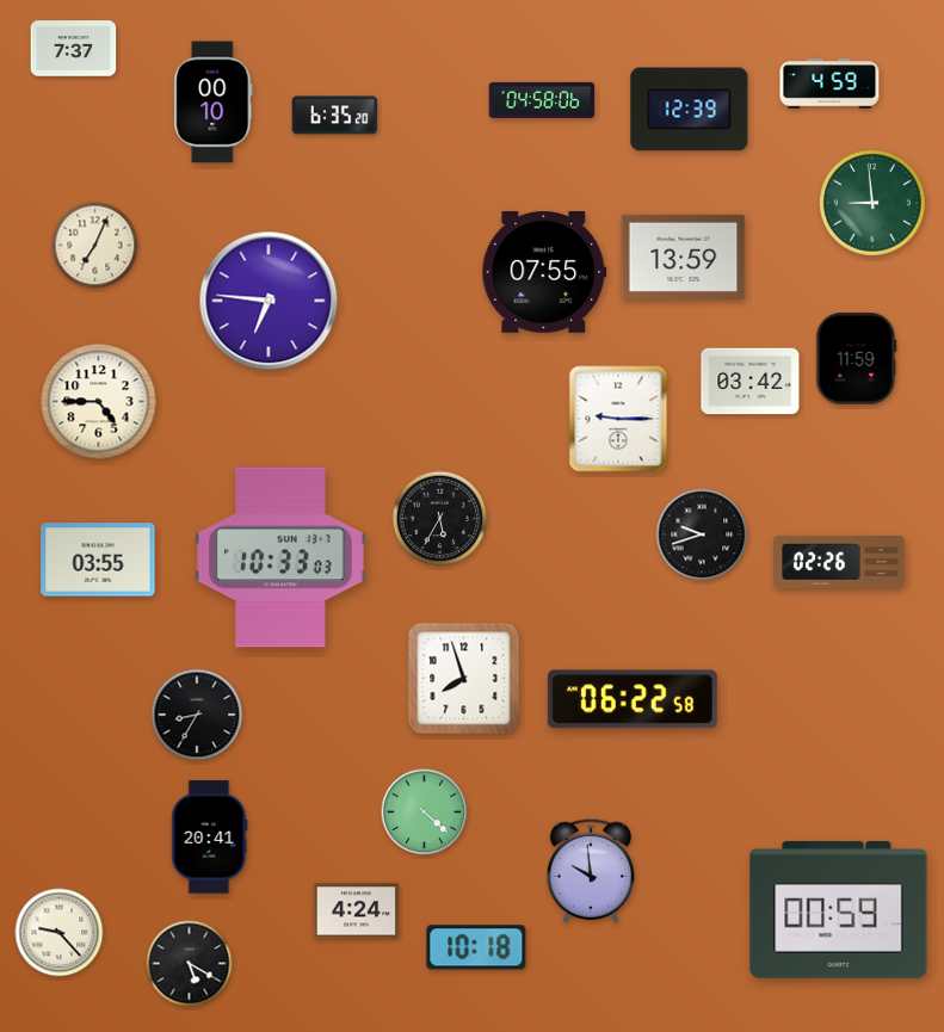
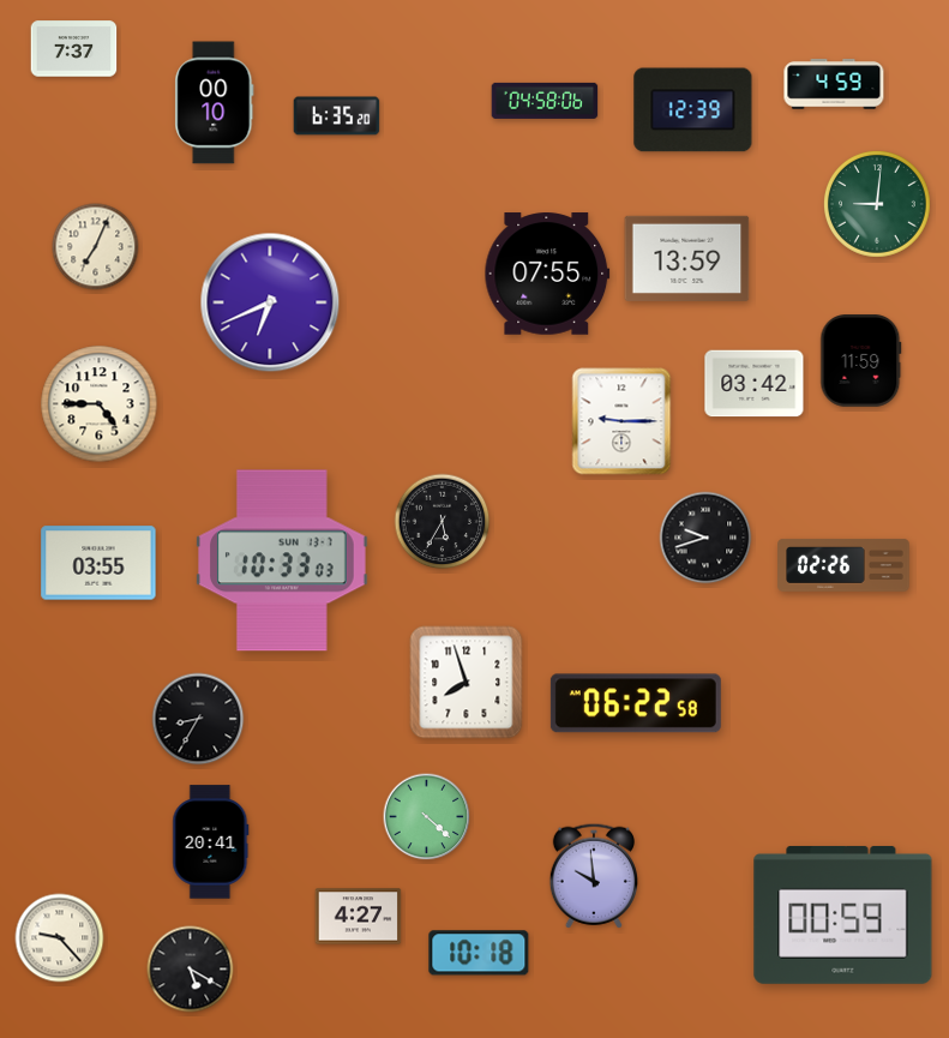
clock at (872, 203): 8:59 -> 9:01
clock at (269, 301): 6:46 -> 6:41
clock at (357, 912): 4:24 -> 4:27
